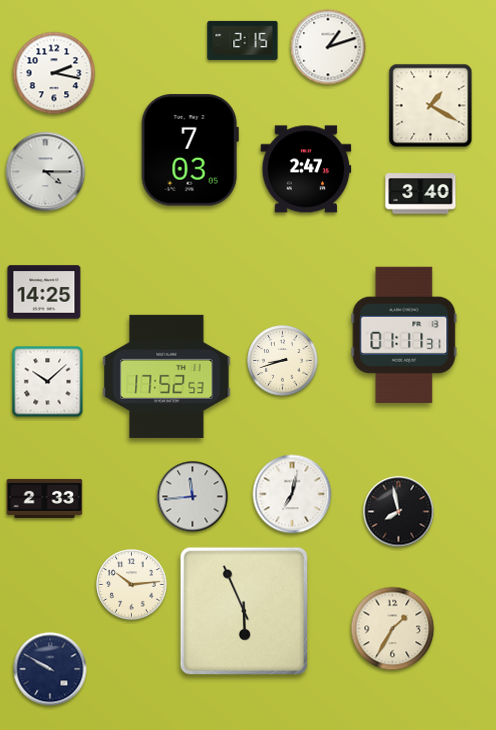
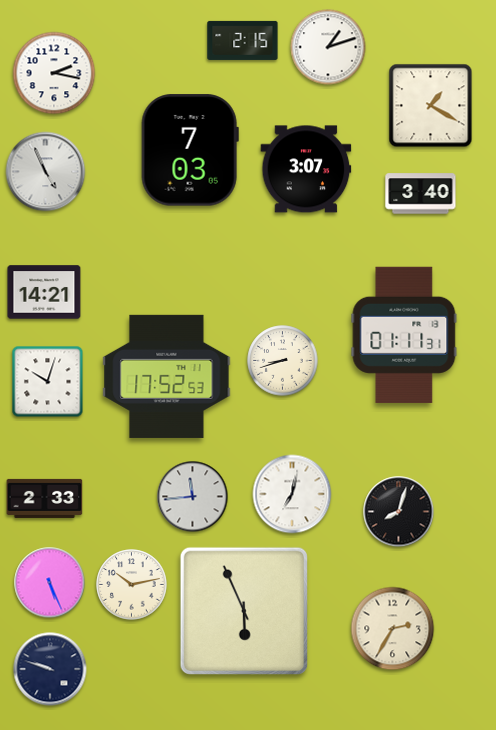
clock at (306, 169): 2:47 -> 3:07
clock at (46, 172): 4:15 -> 4:56
clock at (44, 292): 14:25 -> 14:21
clock at (48, 382): 10:08 -> 10:03
clock at (399, 512): 7:58 -> 8:03
clock at (50, 583): none -> 5:26
clock at (132, 585): 10:14 -> 10:13
clock at (393, 629): 1:35 -> 2:35
clock at (50, 669): 9:50 -> 9:48
